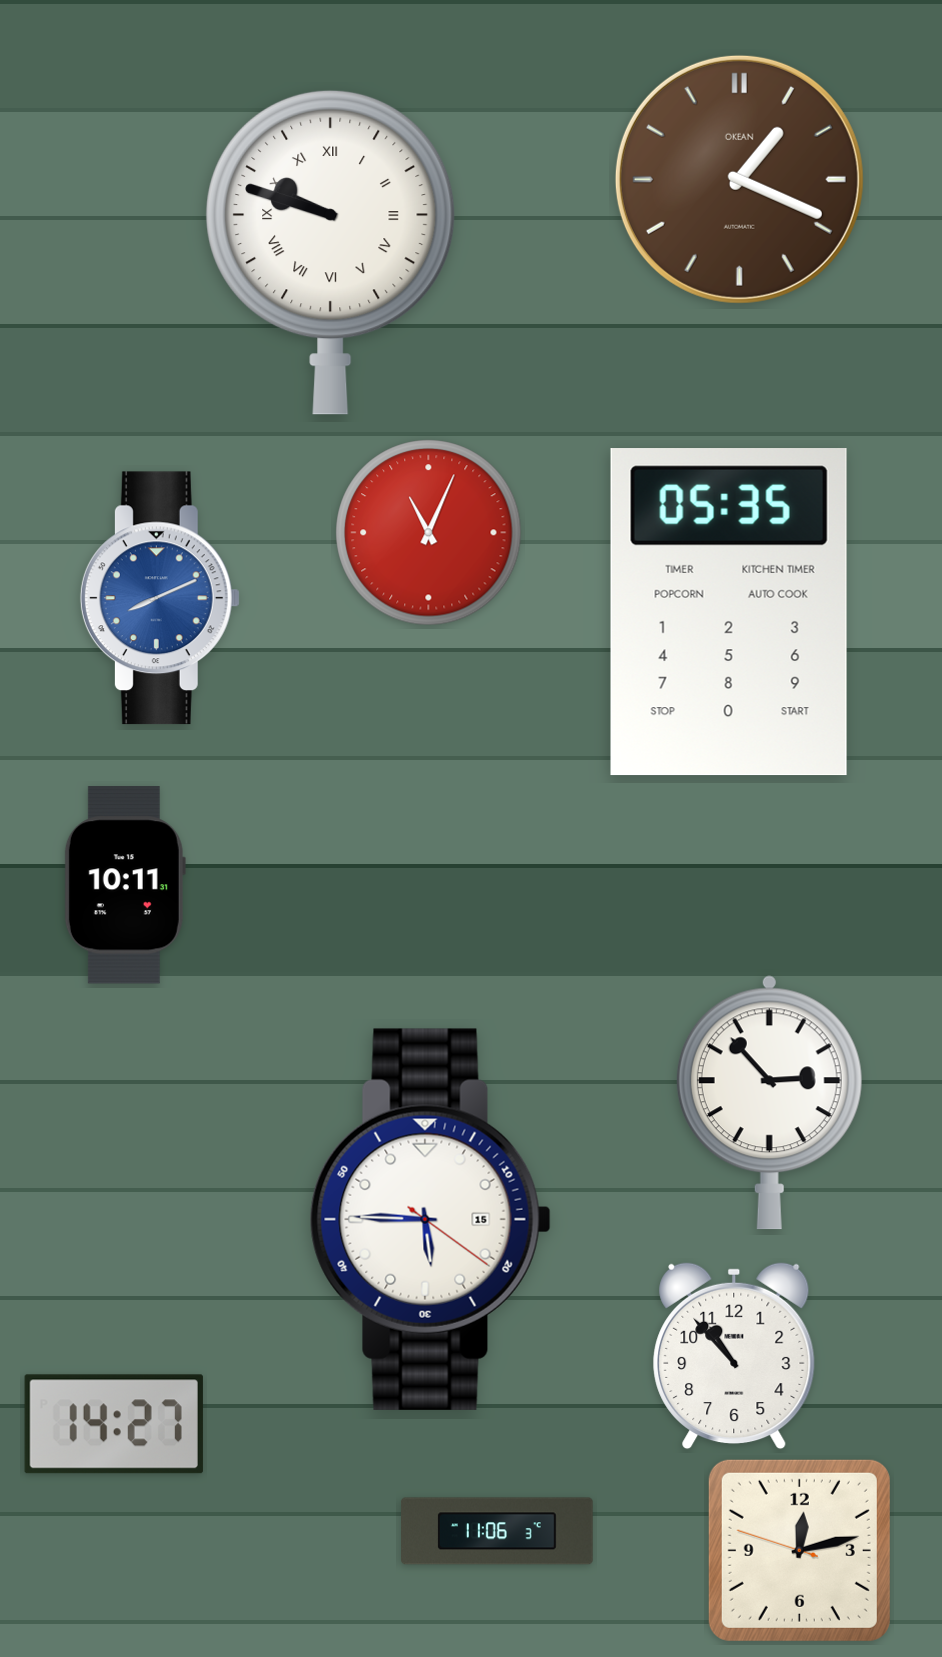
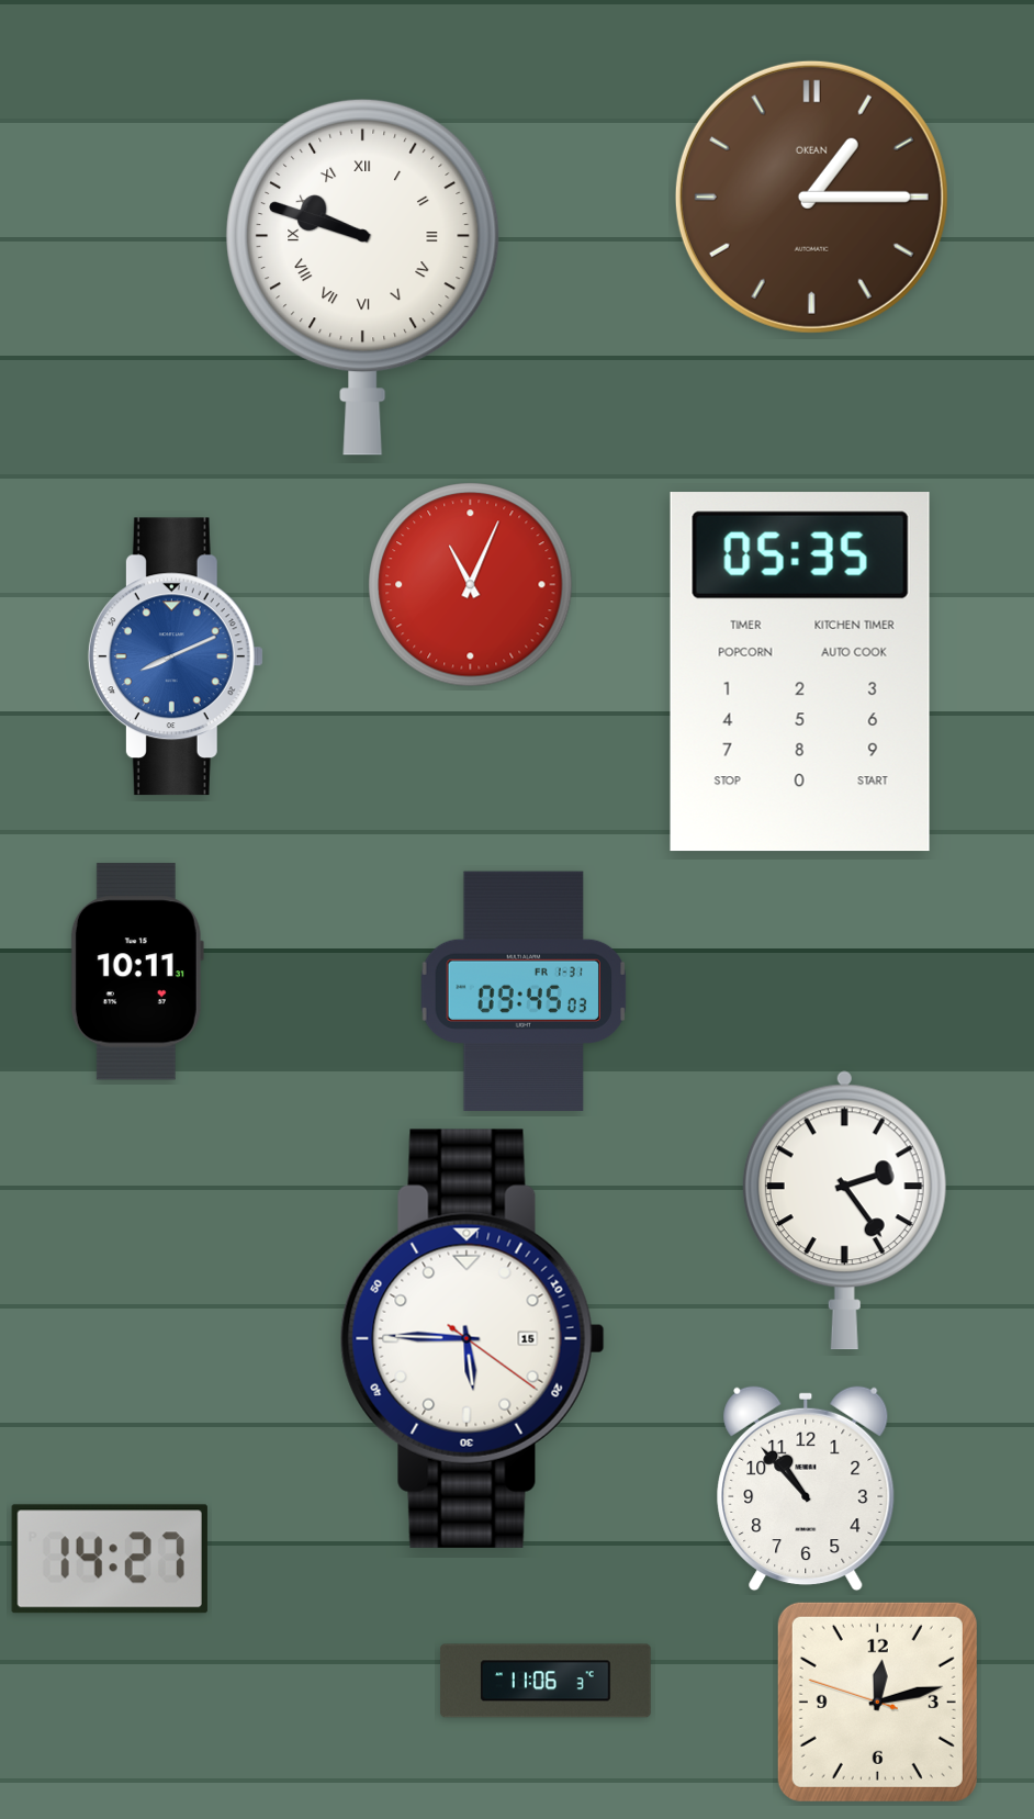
clock at (739, 179): 1:19 -> 1:15
clock at (524, 991): none -> 09:45
clock at (769, 1103): 2:53 -> 2:24
clock at (114, 1424) position: (114, 1424) -> (110, 1559)
